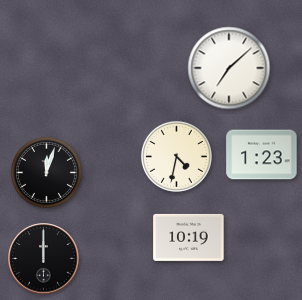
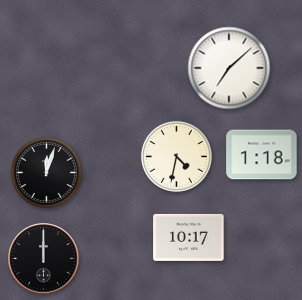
clock at (262, 155): 1:23 -> 1:18
clock at (189, 237): 10:19 -> 10:17
